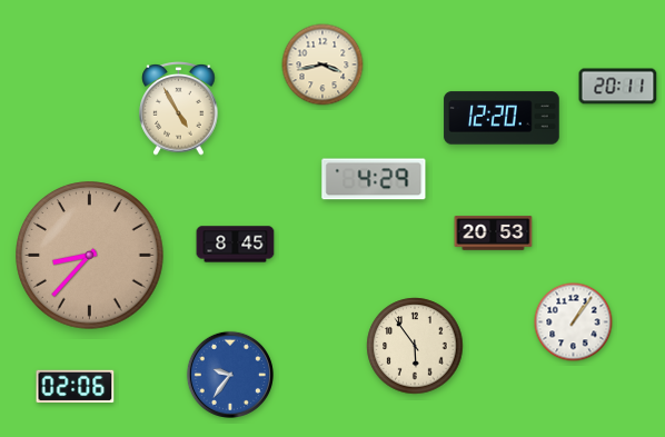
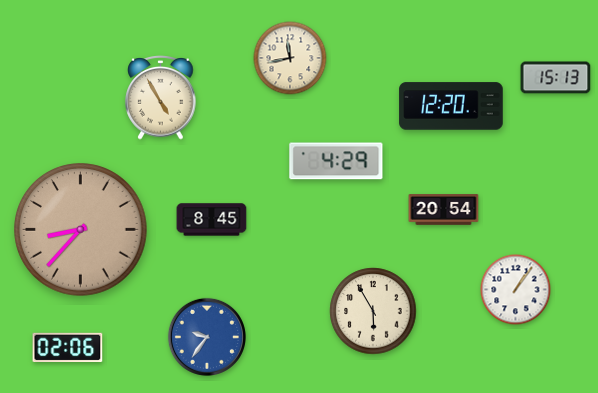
clock at (322, 64): 3:43 -> 11:43
clock at (618, 87): 20:11 -> 15:13
clock at (494, 234): 20:53 -> 20:54
clock at (415, 346): 5:54 -> 5:55
